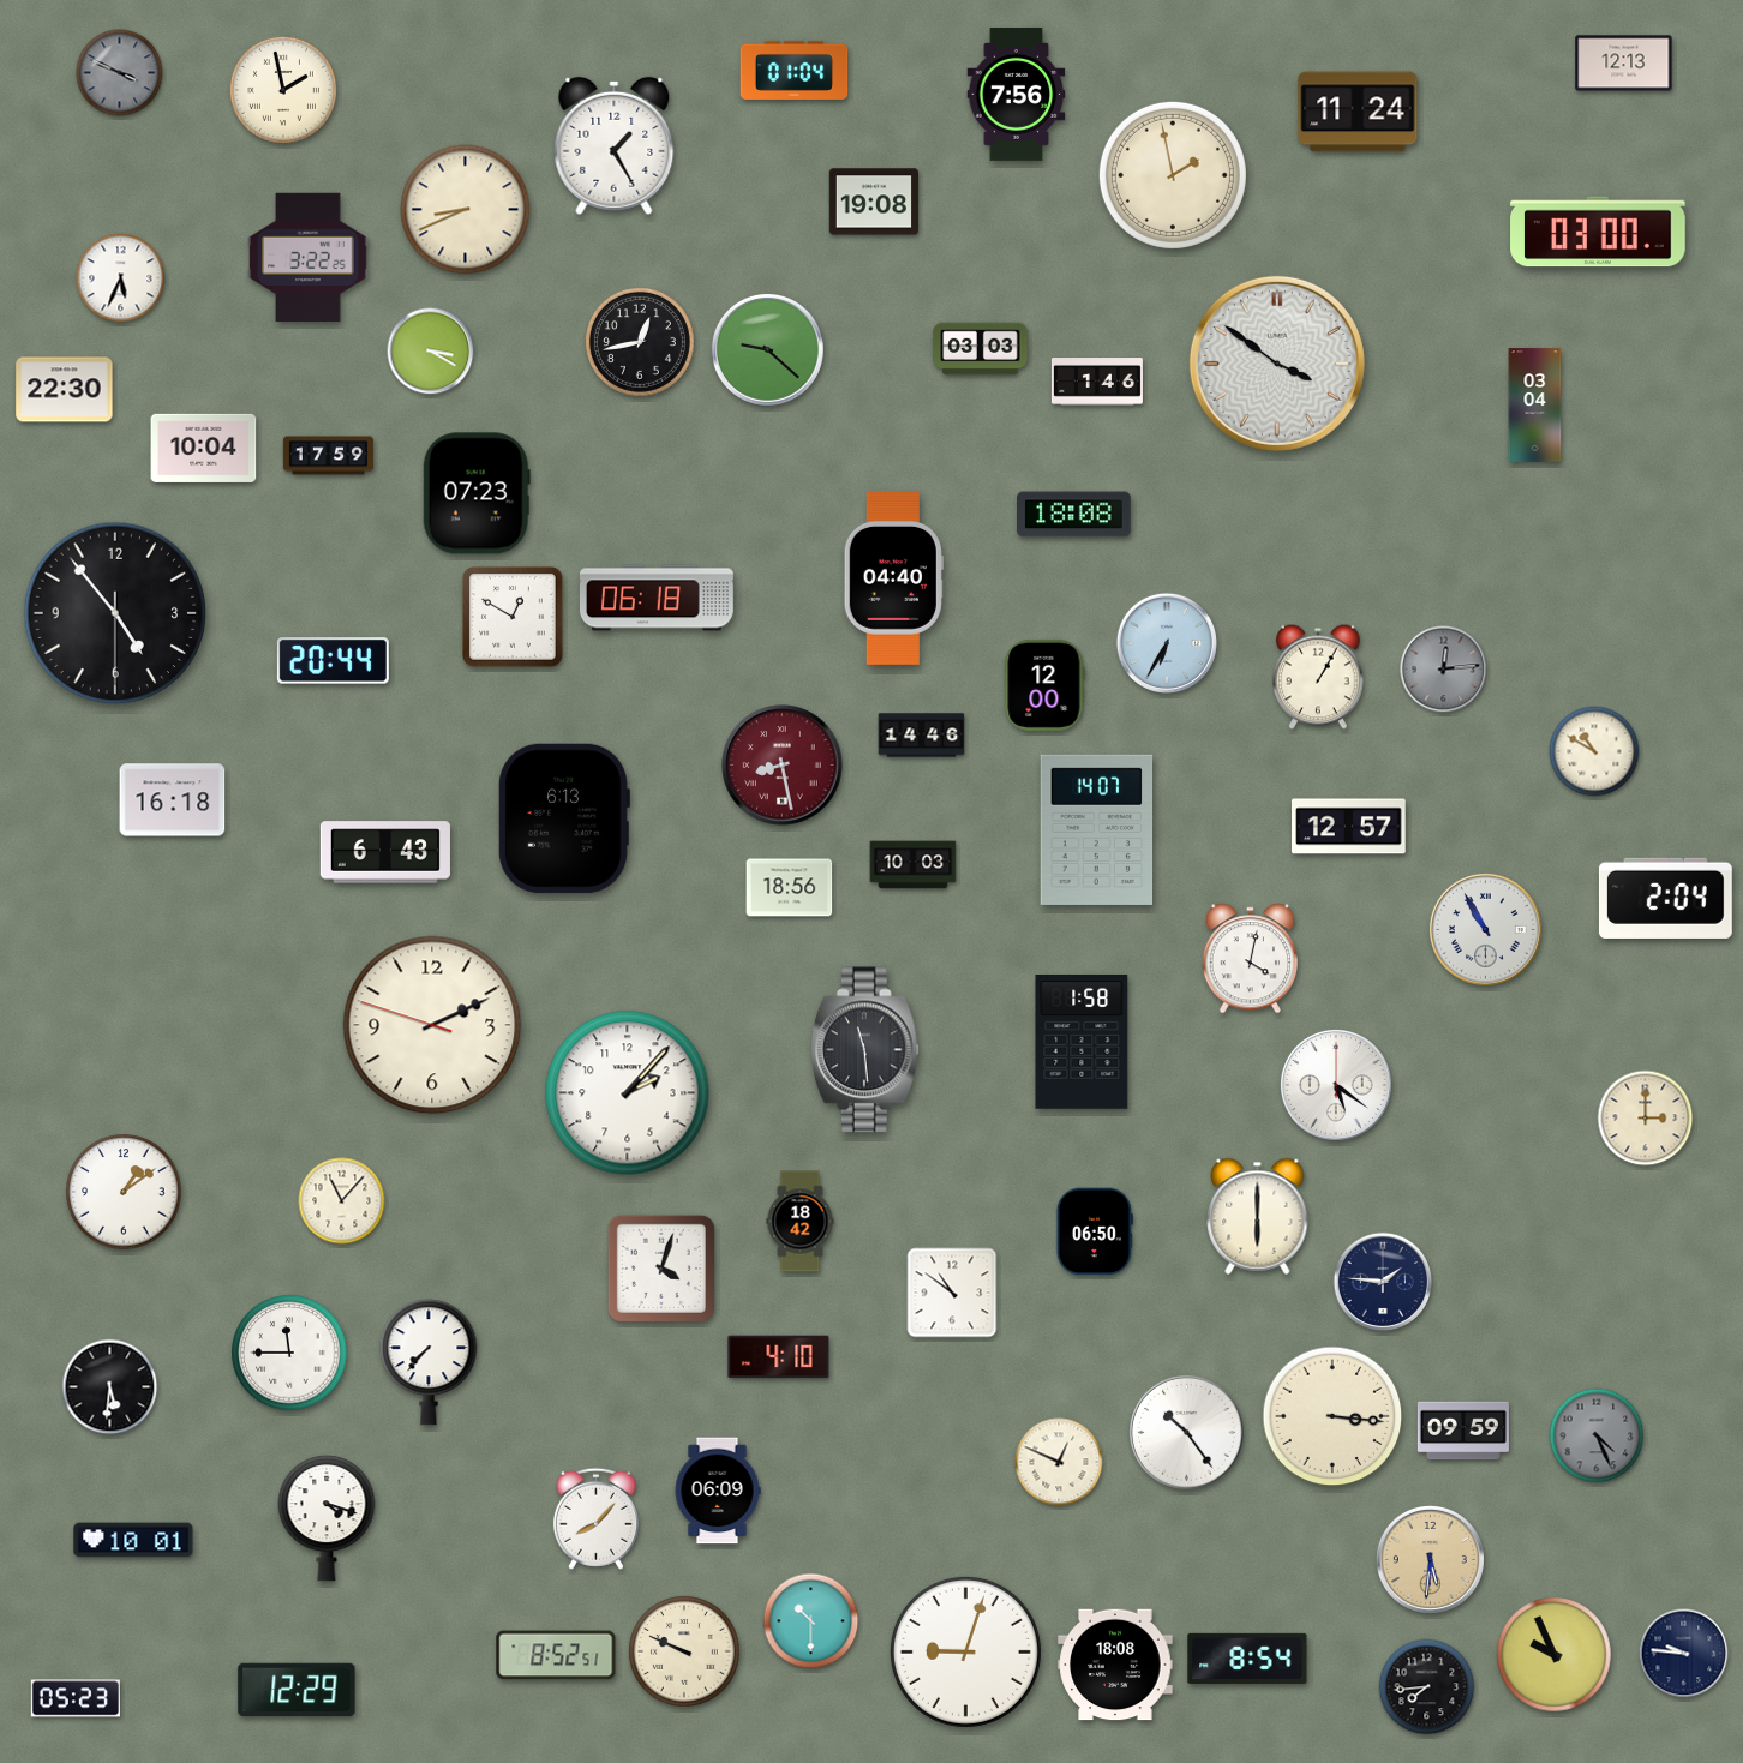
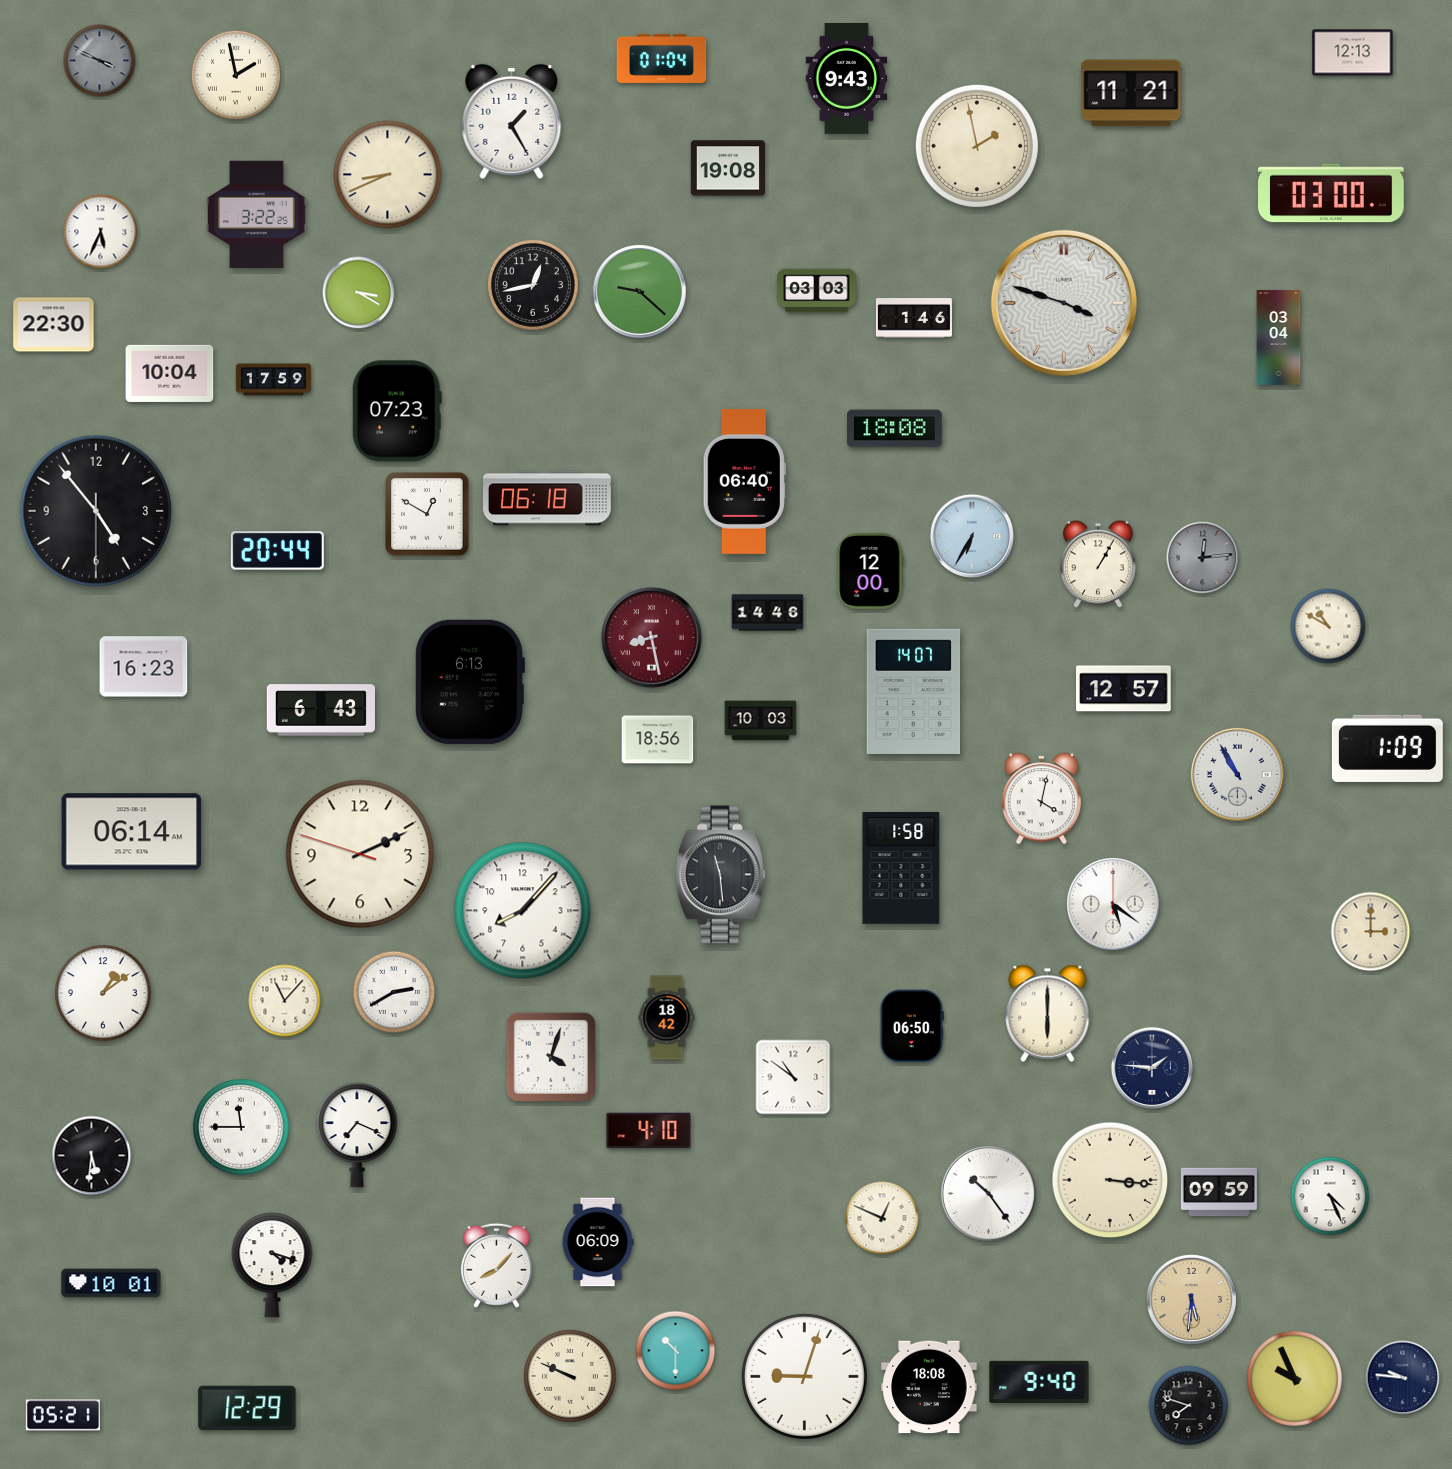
clock at (1017, 95): 7:56 -> 9:43
clock at (1358, 112): 11:24 -> 11:21
clock at (1277, 364): 3:51 -> 3:48
clock at (893, 578): 04:40 -> 06:40
clock at (173, 800): 16:18 -> 16:23
clock at (1665, 898): 2:04 -> 1:09
clock at (132, 832): none -> 06:14
clock at (628, 1093): 2:07 -> 8:07
clock at (394, 992): none -> 2:40
clock at (429, 1362): 7:37 -> 7:19
clock at (1597, 1435) dial: grey -> white
clock at (556, 1655): 8:52 -> none
clock at (1247, 1659): 8:54 -> 9:40
clock at (1427, 1687): 7:44 -> 7:48
clock at (74, 1698): 05:23 -> 05:21
